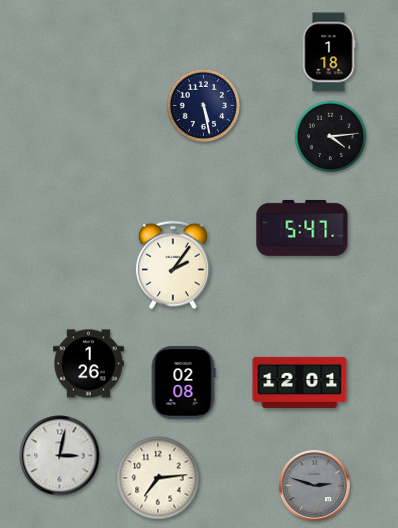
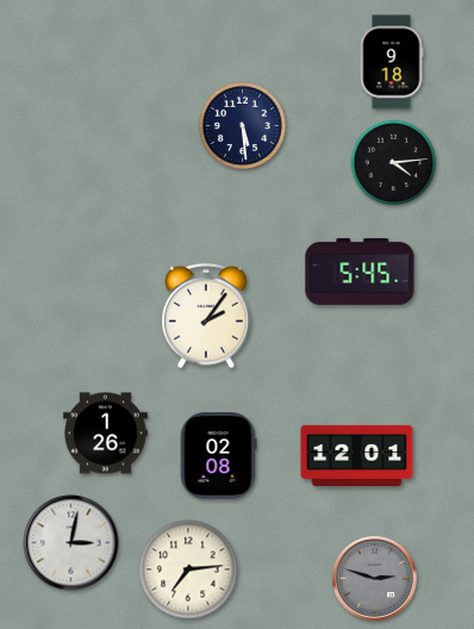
clock at (329, 52): 1:18 -> 9:18
clock at (203, 105): 5:28 -> 5:29
clock at (302, 228): 5:47 -> 5:45
